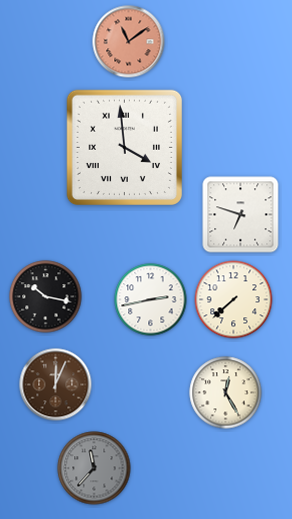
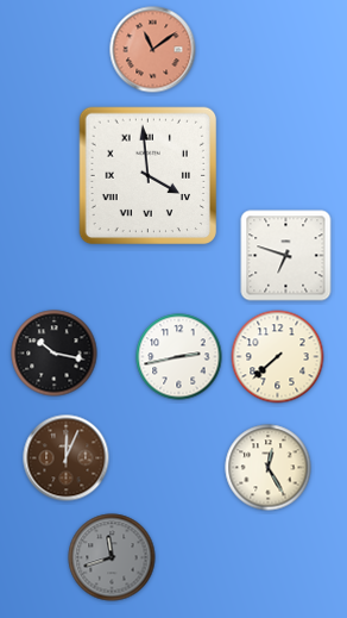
clock at (94, 468): 11:37 -> 11:42
